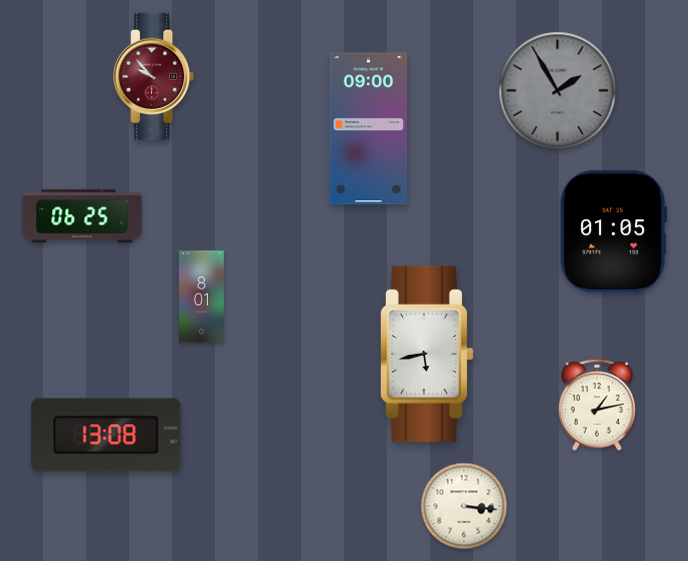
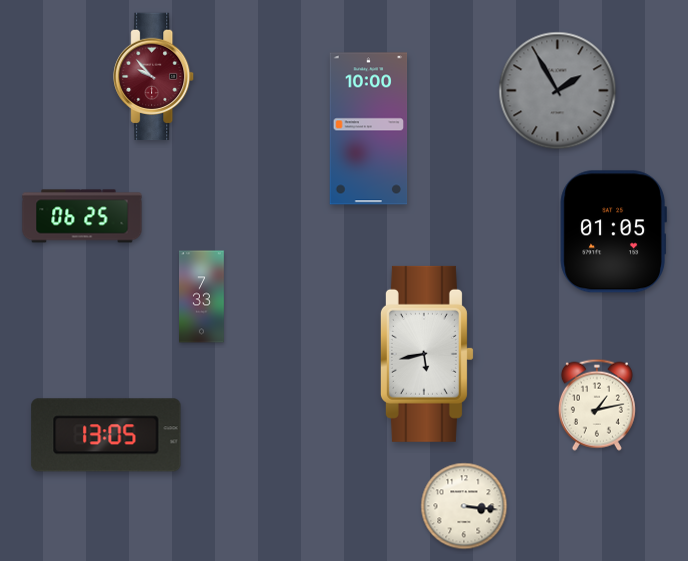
clock at (369, 129): 09:00 -> 10:00
clock at (202, 297): 8:01 -> 7:33
clock at (106, 435): 13:08 -> 13:05
